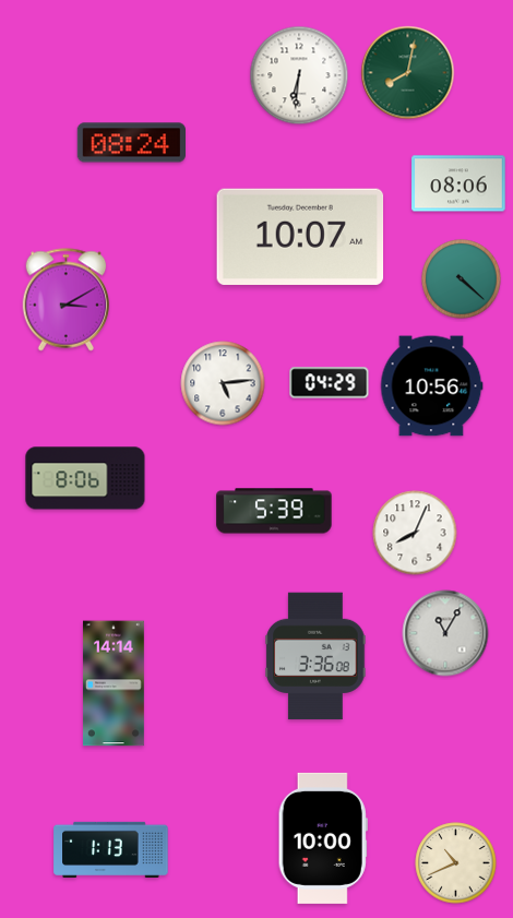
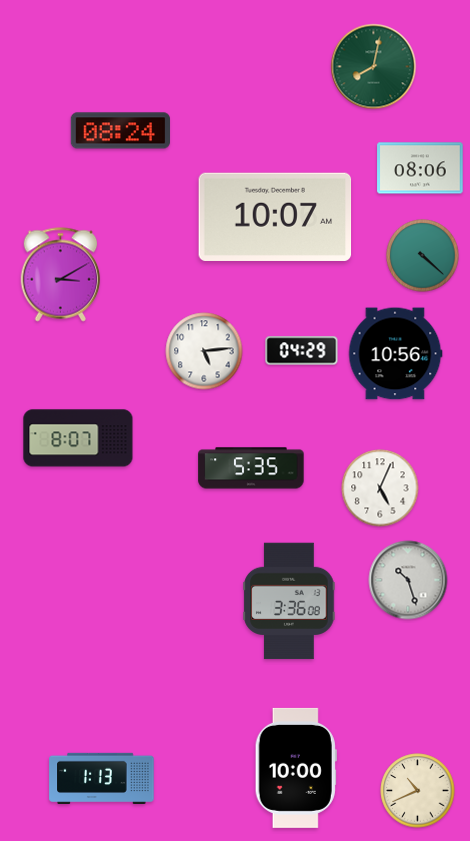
clock at (299, 75): 6:31 -> none
clock at (85, 478): 8:06 -> 8:07
clock at (274, 511): 5:39 -> 5:35
clock at (415, 533): 8:04 -> 5:04
clock at (445, 633): 11:05 -> 10:27
clock at (114, 683): 14:14 -> none
